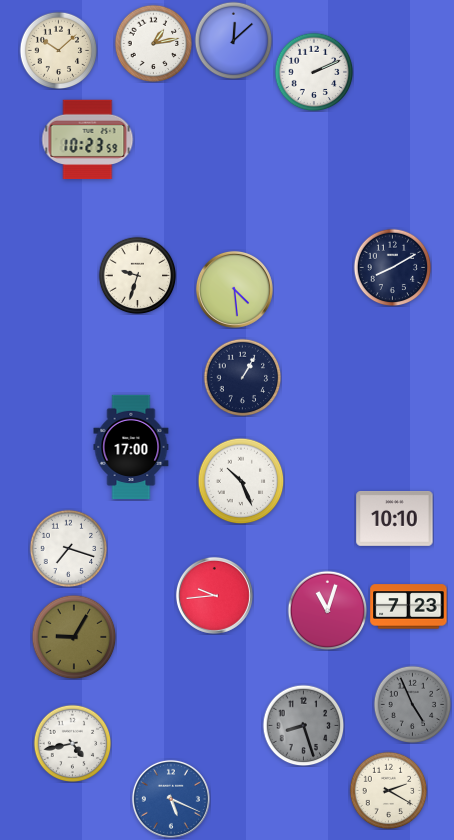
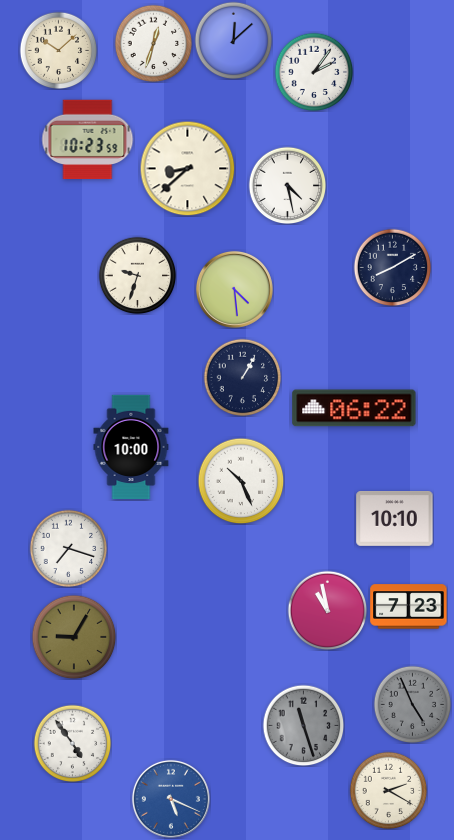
clock at (153, 43): 1:13 -> 12:33
clock at (314, 72): 2:11 -> 2:06
clock at (187, 168): none -> 8:38
clock at (287, 185): none -> 4:28
clock at (354, 408): none -> 06:22
clock at (131, 447): 17:00 -> 10:00
clock at (214, 595): 9:44 -> none
clock at (327, 610): 11:03 -> 10:58
clock at (303, 725): 8:27 -> 11:27
clock at (72, 743): 4:43 -> 4:54
